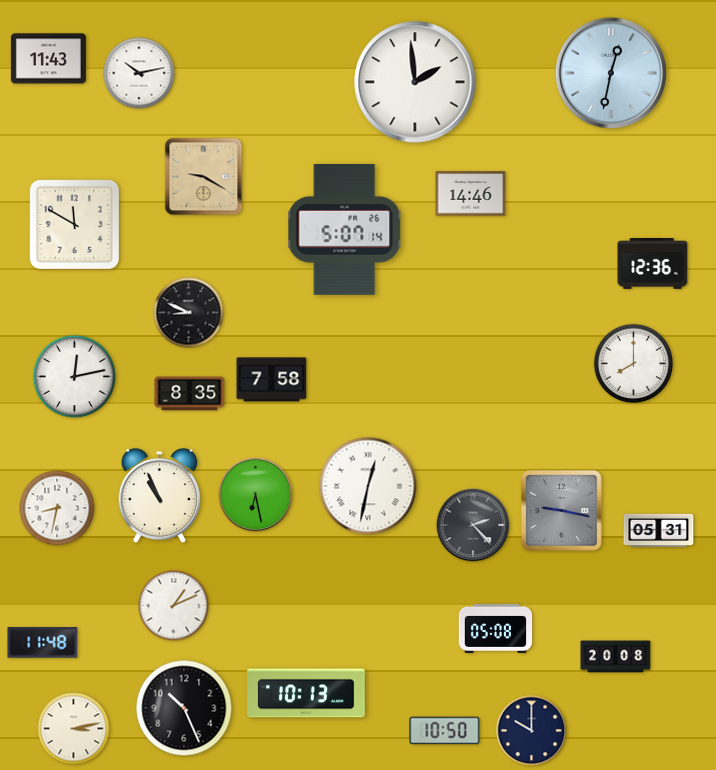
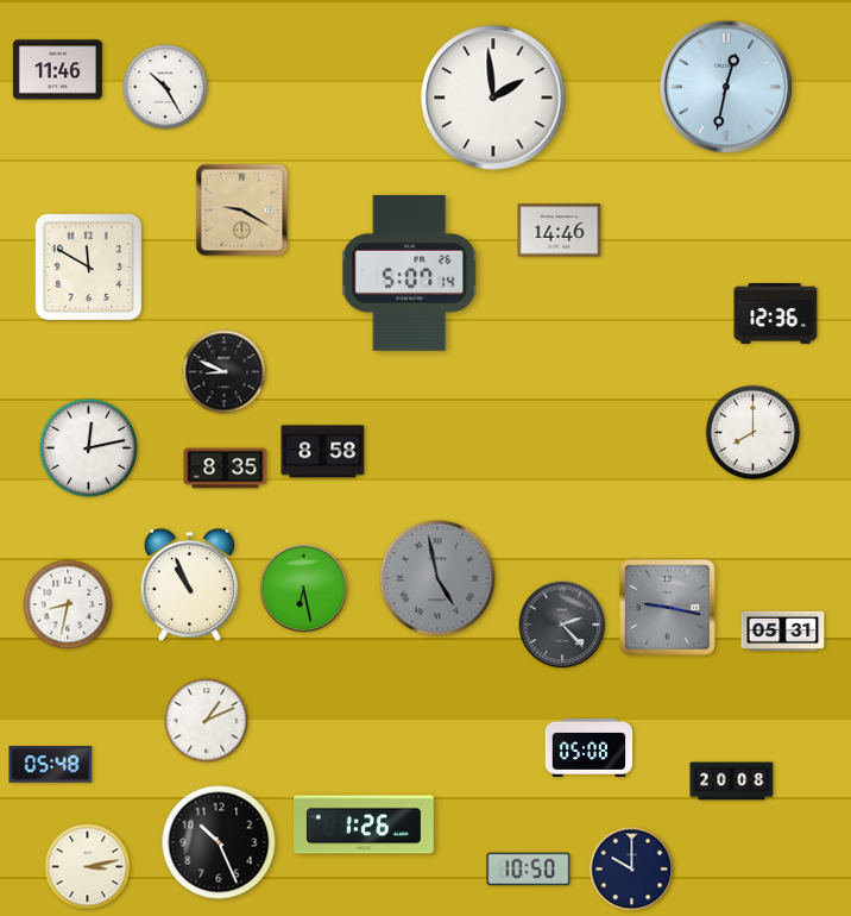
clock at (48, 59): 11:43 -> 11:46
clock at (139, 73): 10:13 -> 10:25
clock at (272, 380): 7:58 -> 8:58
clock at (368, 486): 12:32 -> 4:58
clock at (368, 486) dial: white -> grey
clock at (159, 496) position: (159, 496) -> (189, 585)
clock at (43, 643): 11:48 -> 05:48
clock at (306, 693): 10:13 -> 1:26
